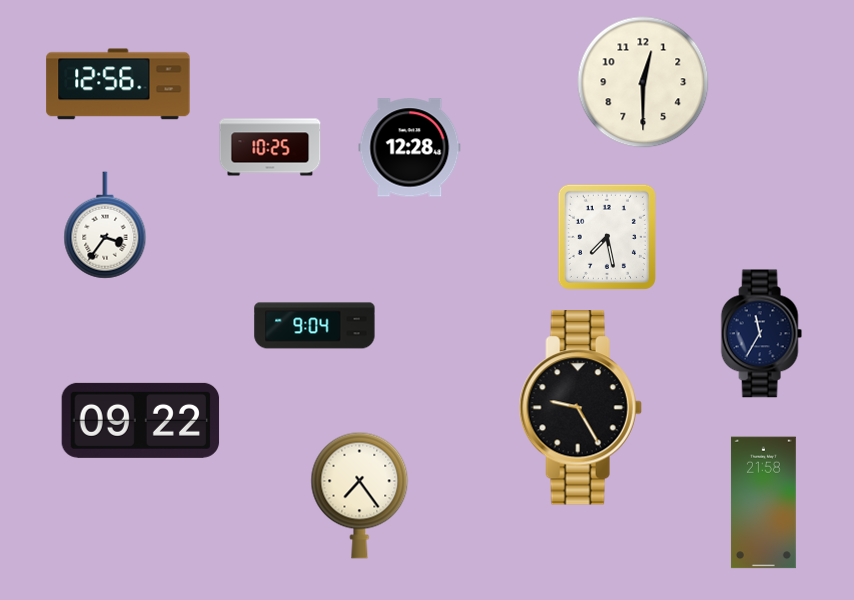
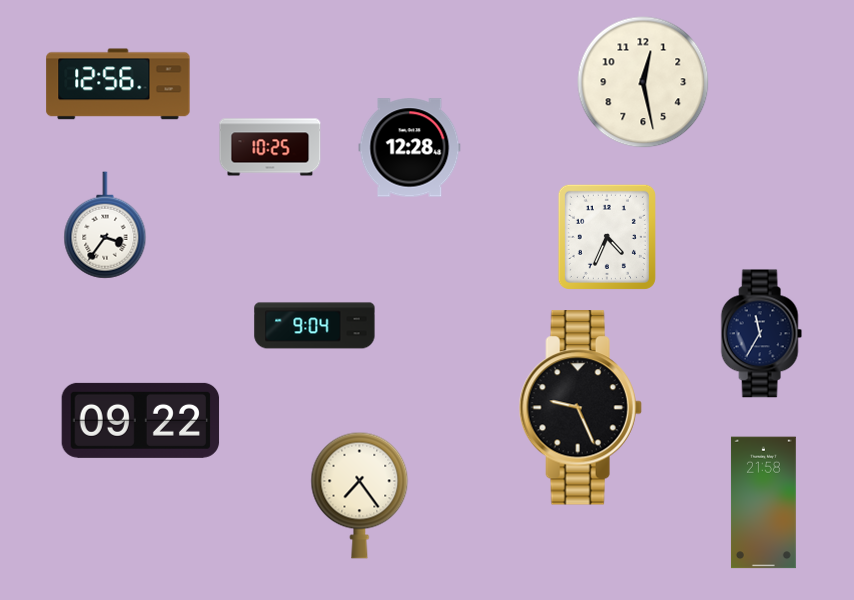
clock at (643, 82): 12:30 -> 12:28
clock at (607, 237): 7:28 -> 4:34
clock at (580, 408): 9:25 -> 9:26
